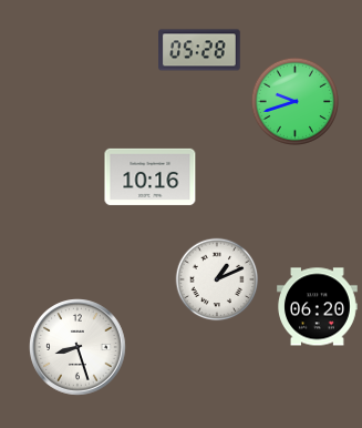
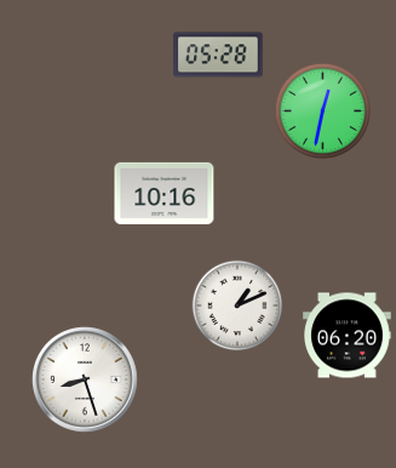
clock at (294, 101): 9:42 -> 12:32
